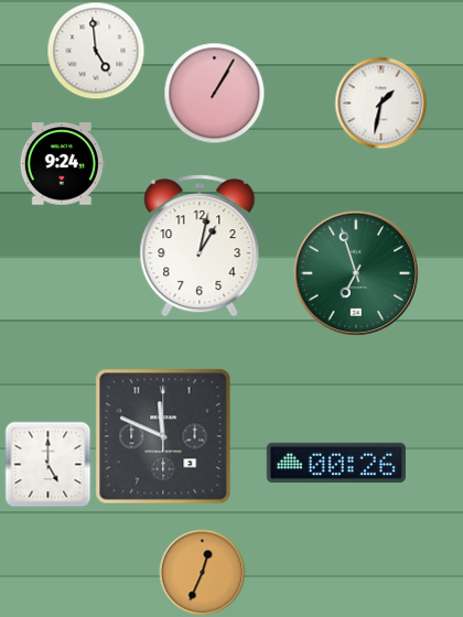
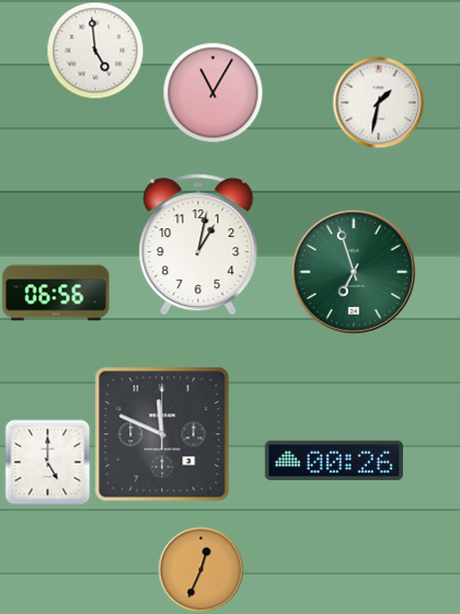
clock at (214, 93): 1:05 -> 11:05
clock at (62, 164): 9:24 -> none
clock at (56, 293): none -> 06:56
